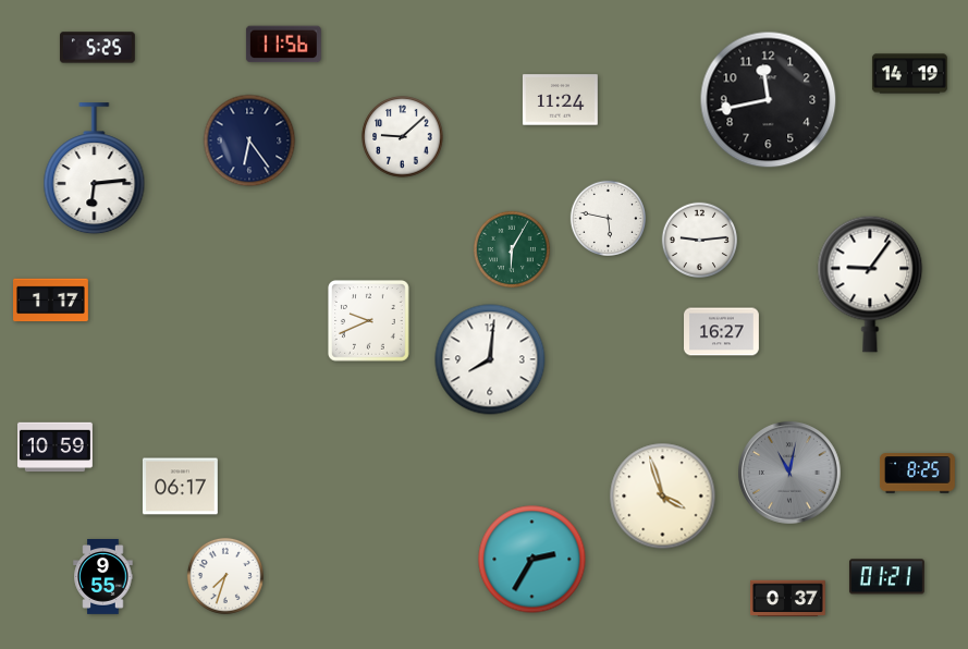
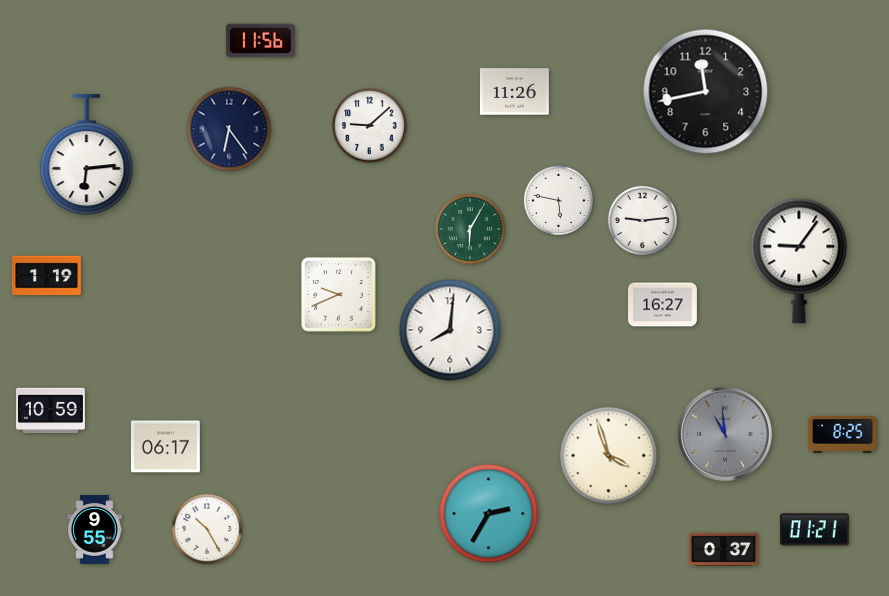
clock at (97, 48): 5:25 -> none
clock at (909, 74): 14:19 -> none
clock at (561, 100): 11:24 -> 11:26
clock at (51, 301): 1:17 -> 1:19
clock at (791, 474): 11:02 -> 10:59
clock at (225, 576): 7:33 -> 10:25
